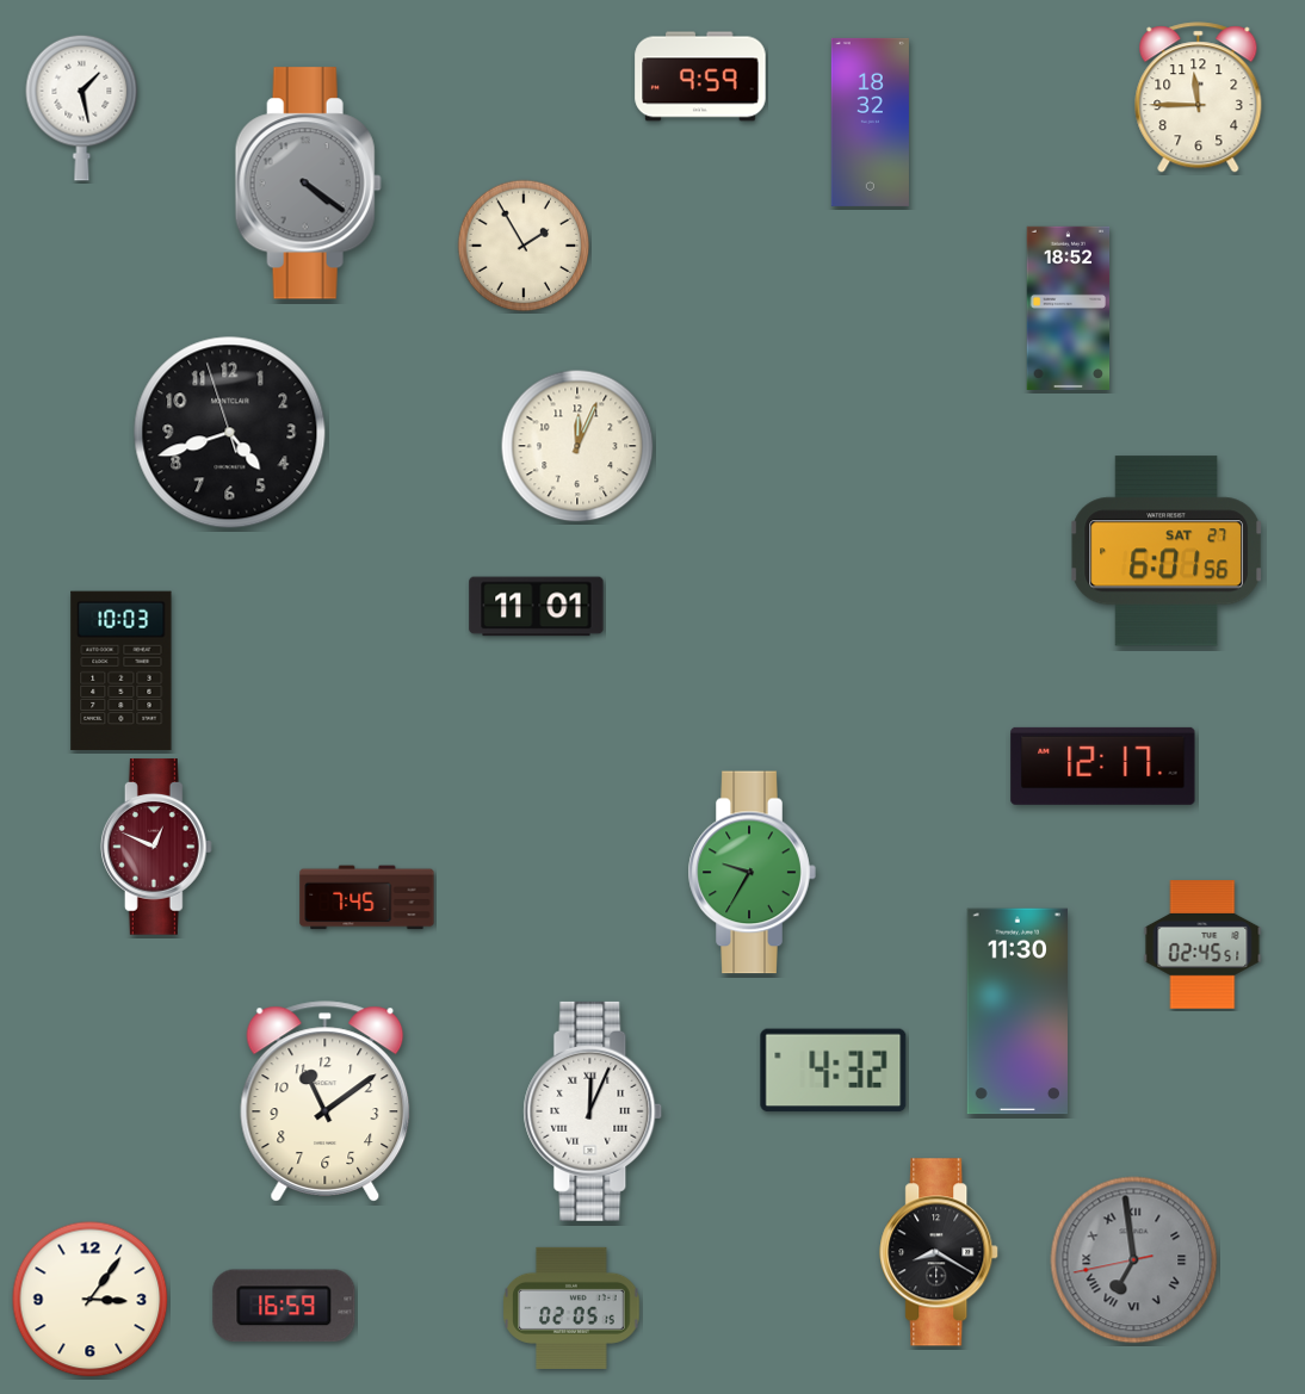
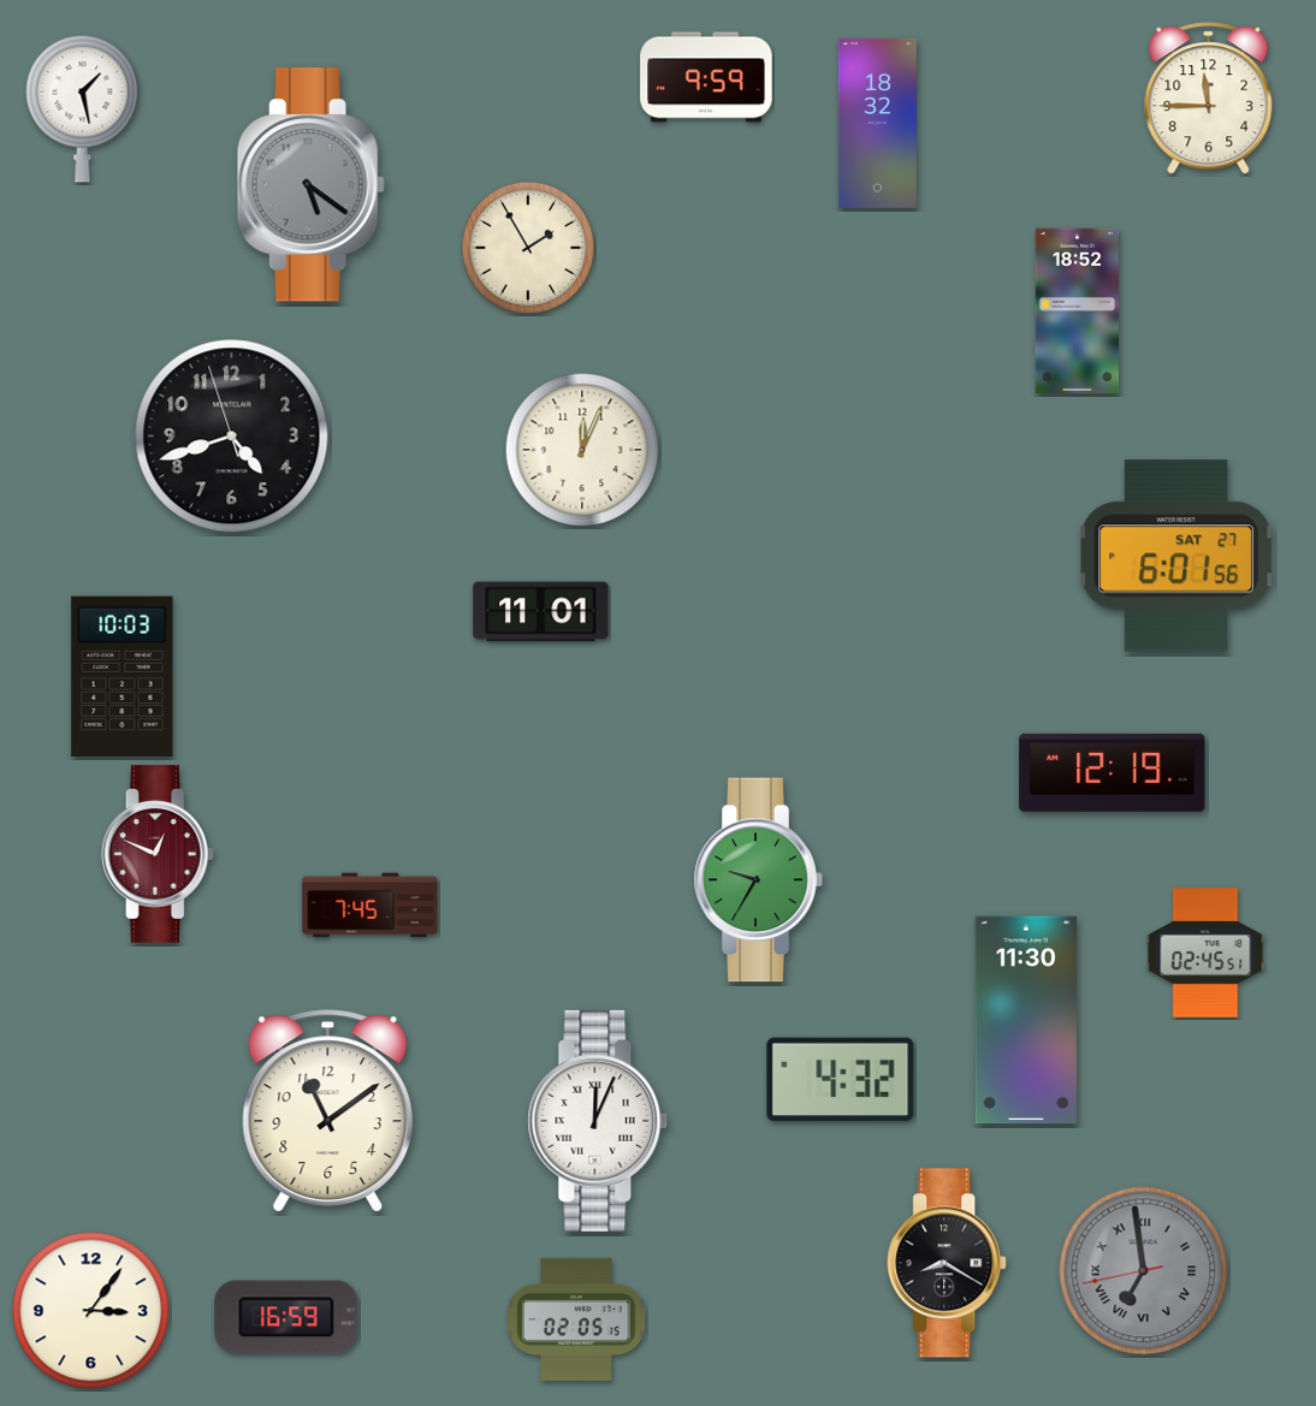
clock at (308, 184): 4:21 -> 5:21
clock at (1103, 766): 12:17 -> 12:19
clock at (1202, 944) position: (1202, 944) -> (1205, 953)
